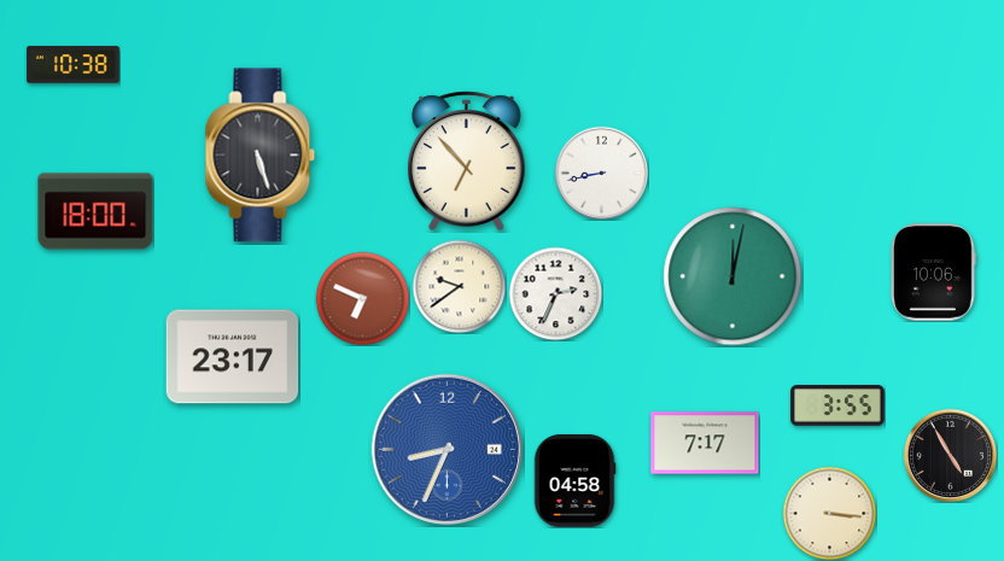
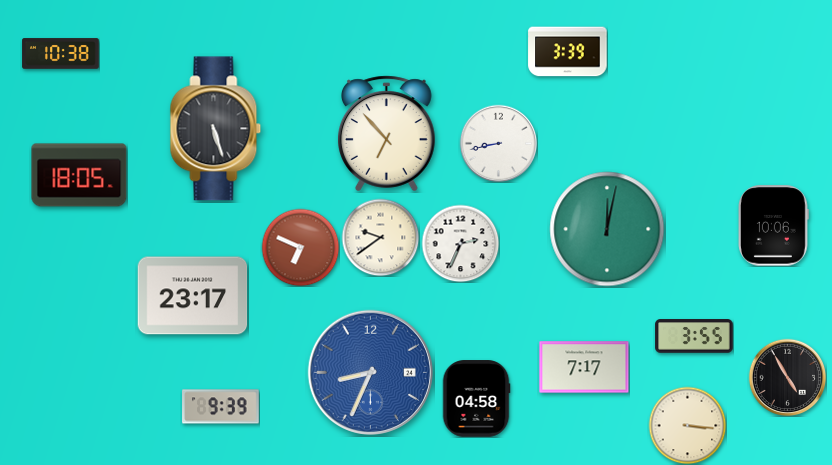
clock at (568, 52): none -> 3:39
clock at (95, 211): 18:00 -> 18:05
clock at (221, 407): none -> 9:39
